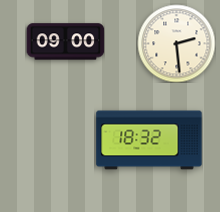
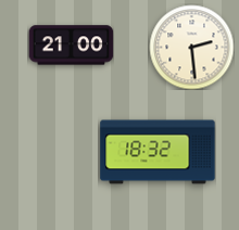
clock at (65, 42): 09:00 -> 21:00
clock at (149, 140) position: (149, 140) -> (158, 152)
